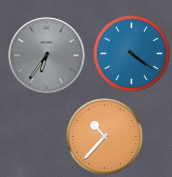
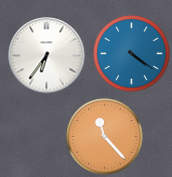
clock at (47, 56) dial: grey -> white
clock at (105, 137): 10:37 -> 11:23
